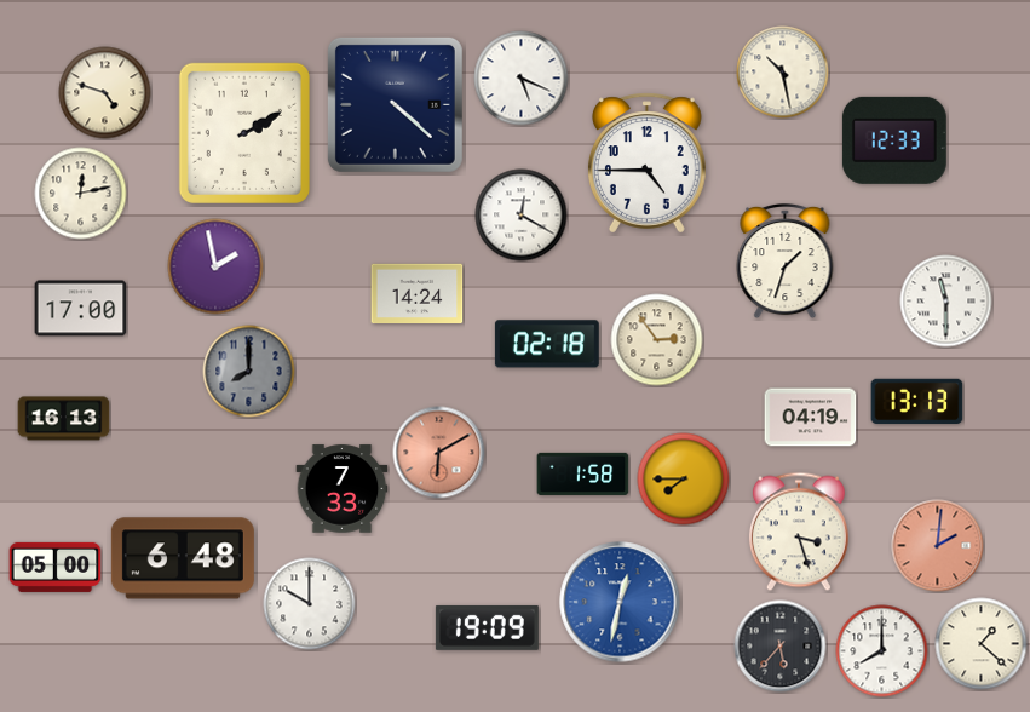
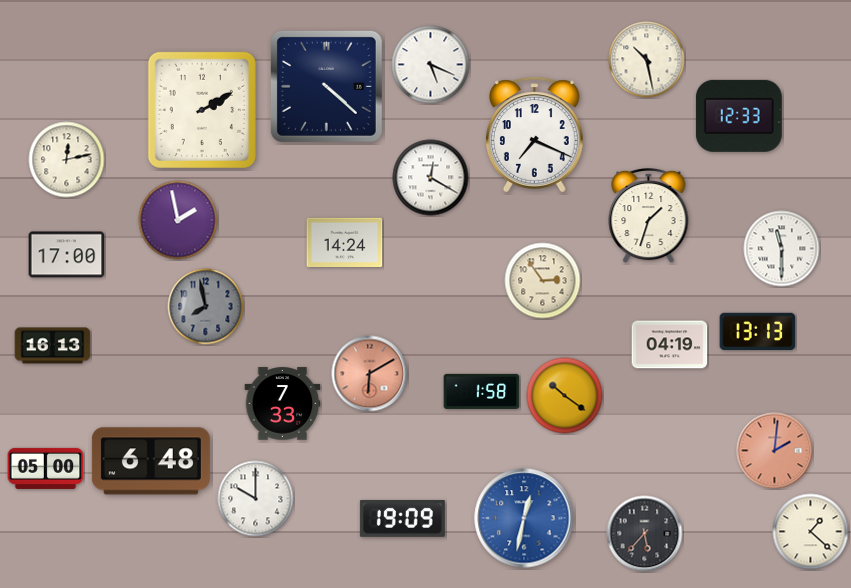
clock at (105, 93): 4:48 -> none
clock at (646, 163): 4:45 -> 7:19
clock at (547, 344): 02:18 -> none
clock at (249, 372): 8:00 -> 7:58
clock at (439, 453) position: (439, 453) -> (370, 374)
clock at (684, 480): 7:45 -> 10:21
clock at (799, 532): 3:27 -> none
clock at (620, 602) position: (620, 602) -> (524, 518)
clock at (882, 651): 8:00 -> none
